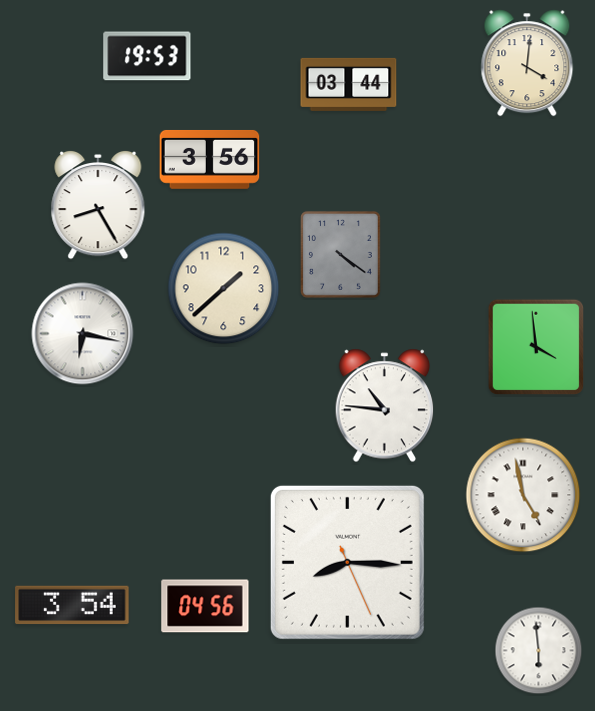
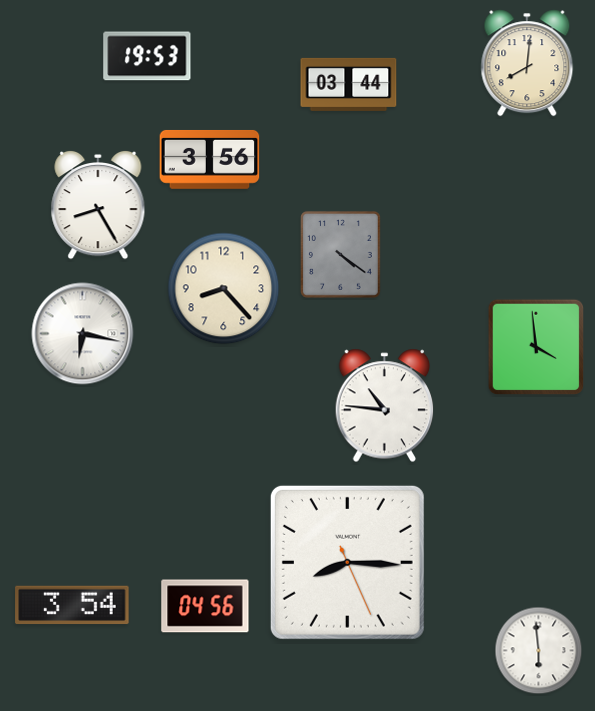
clock at (527, 63): 4:01 -> 8:01
clock at (224, 289): 1:38 -> 8:23
clock at (523, 495): 4:58 -> none
